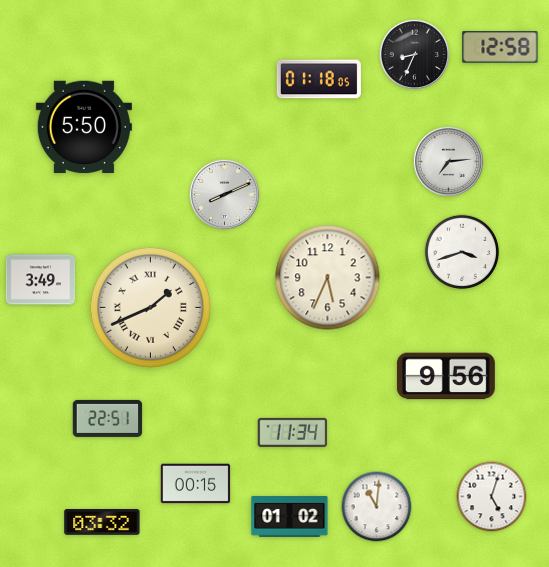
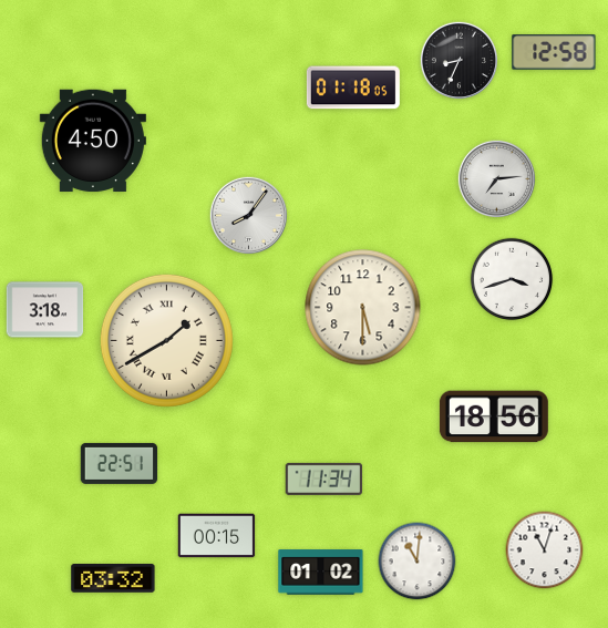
clock at (84, 127): 5:50 -> 4:50
clock at (224, 194): 8:11 -> 8:06
clock at (328, 278): 5:34 -> 5:30
clock at (41, 280): 3:49 -> 3:18
clock at (150, 307): 1:41 -> 1:40
clock at (446, 376): 9:56 -> 18:56
clock at (492, 497): 5:03 -> 11:03
